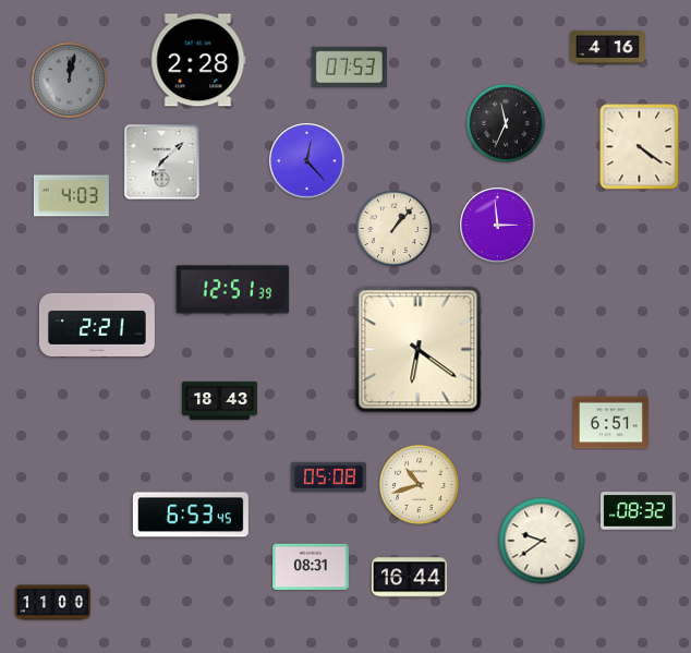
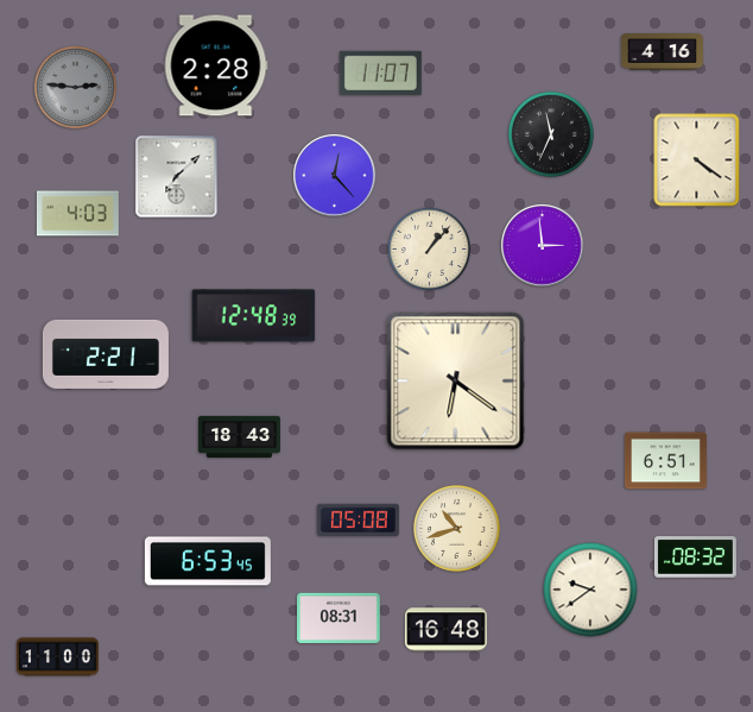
clock at (349, 66): 07:53 -> 11:07
clock at (70, 81): 12:02 -> 2:46
clock at (233, 290): 12:51 -> 12:48
clock at (409, 578): 16:44 -> 16:48
